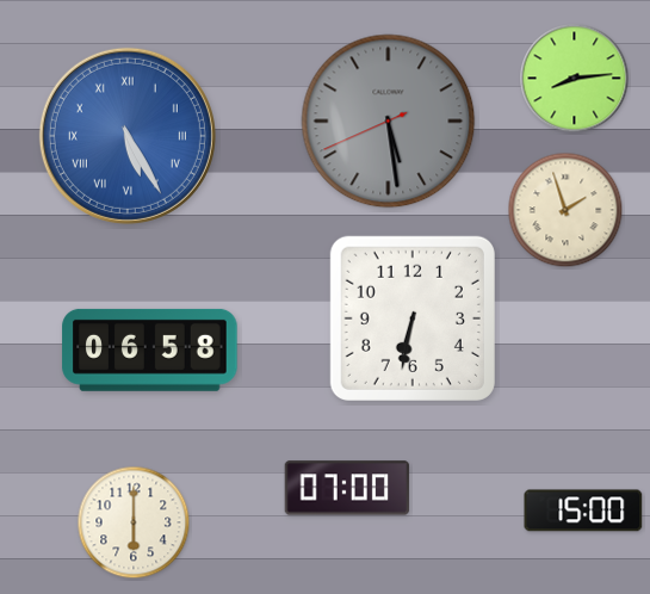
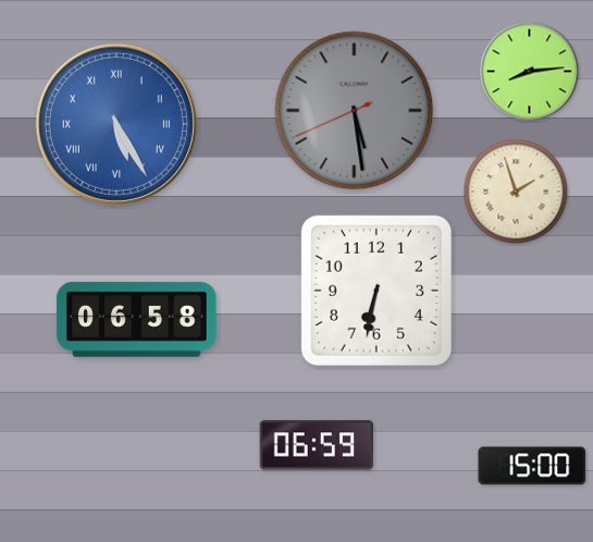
clock at (575, 79) position: (575, 79) -> (530, 72)
clock at (347, 488): 07:00 -> 06:59
clock at (134, 522): 6:00 -> none
